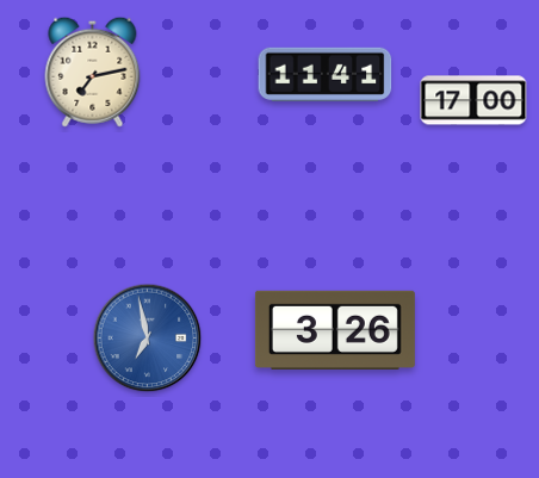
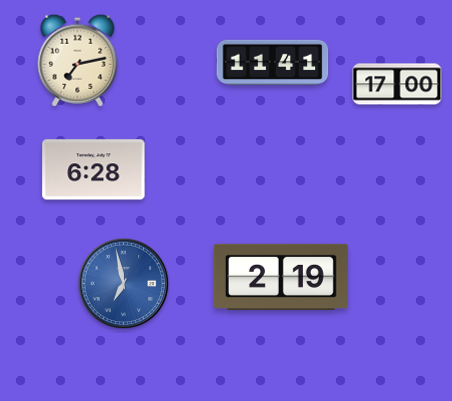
clock at (94, 170): none -> 6:28
clock at (335, 330): 3:26 -> 2:19
